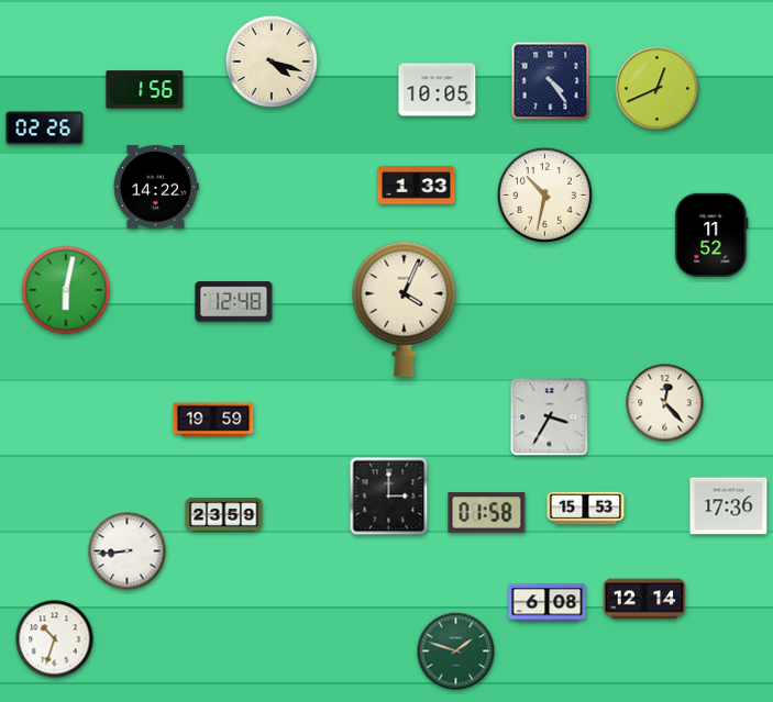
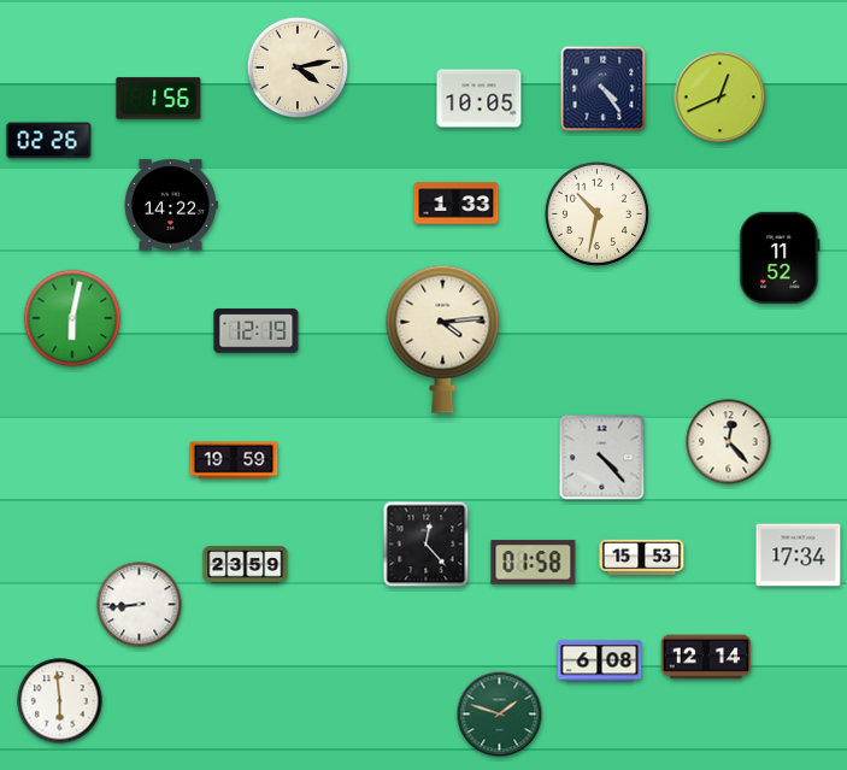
clock at (272, 62): 4:18 -> 4:13
clock at (234, 302): 12:48 -> 12:19
clock at (405, 309): 4:04 -> 4:14
clock at (550, 417): 3:35 -> 4:23
clock at (389, 497): 3:00 -> 12:23
clock at (729, 506): 17:36 -> 17:34
clock at (55, 639): 10:33 -> 5:59
